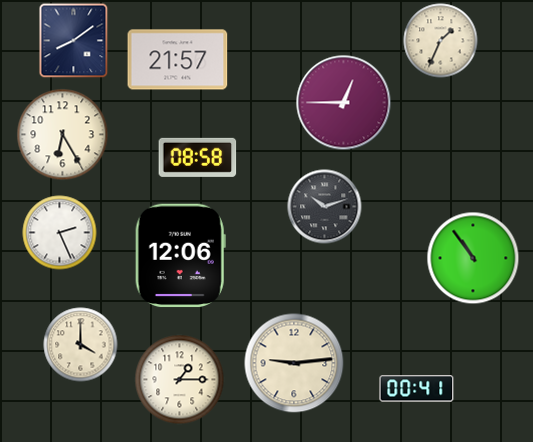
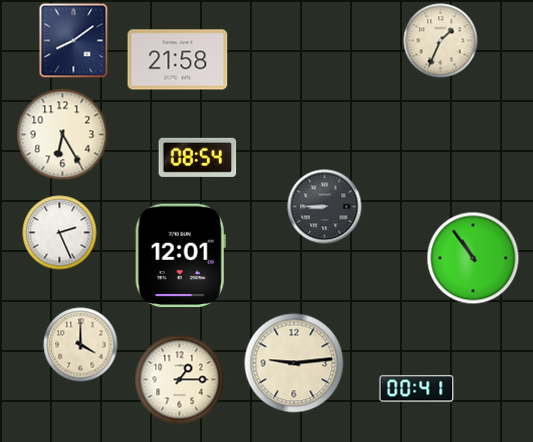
clock at (178, 60): 21:57 -> 21:58
clock at (344, 103): 12:45 -> none
clock at (198, 157): 08:58 -> 08:54
clock at (325, 207): 10:12 -> 8:45
clock at (180, 256): 12:06 -> 12:01
